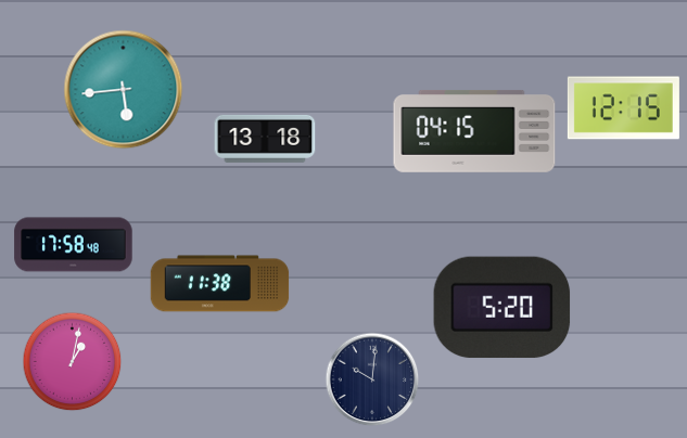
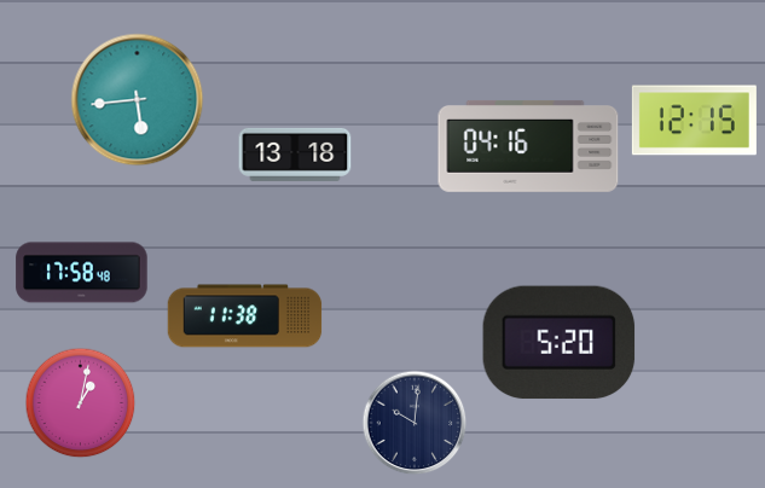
clock at (474, 131): 04:15 -> 04:16
